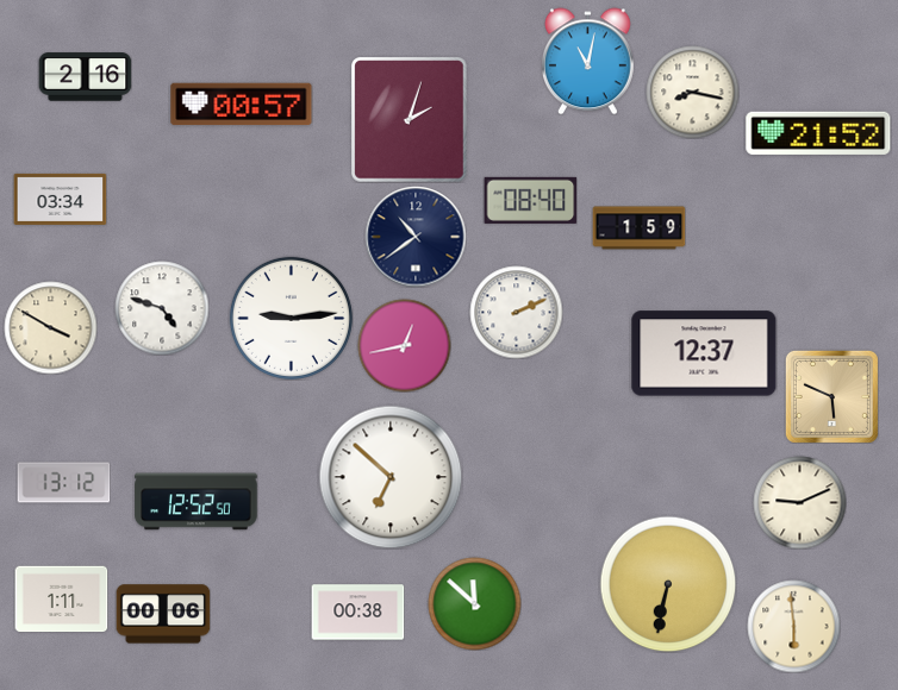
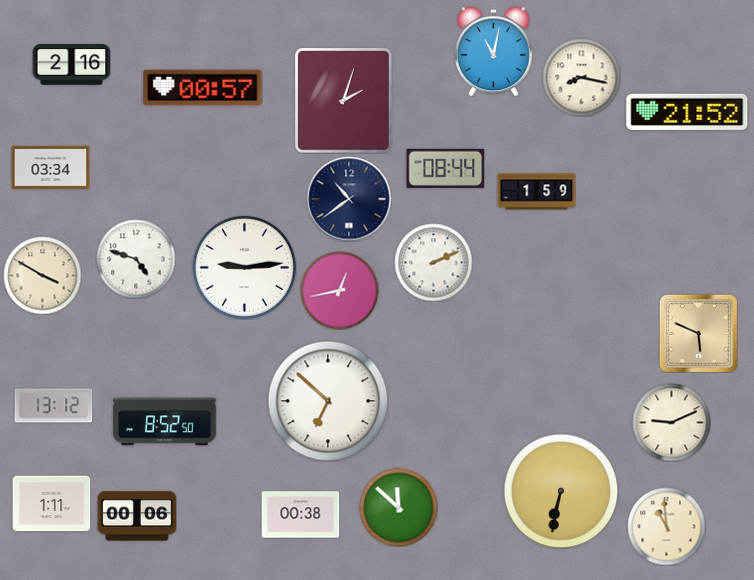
clock at (530, 200): 08:40 -> 08:44
clock at (704, 353): 12:37 -> none
clock at (197, 502): 12:52 -> 8:52
clock at (793, 626): 5:59 -> 10:59
